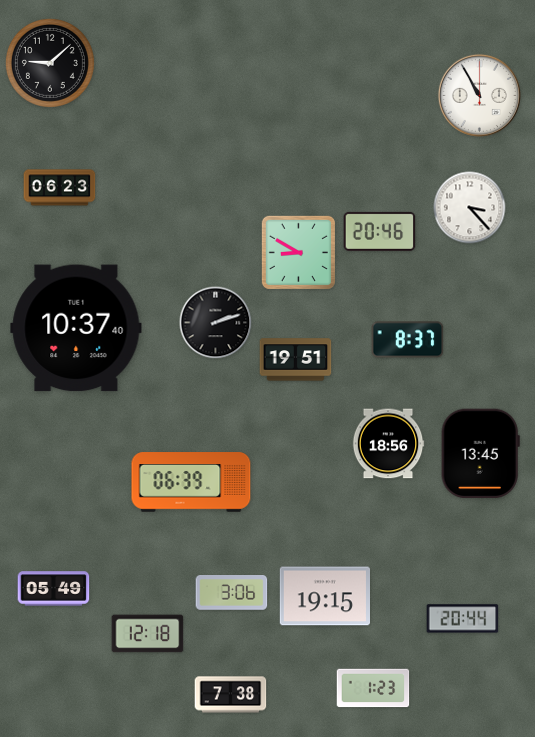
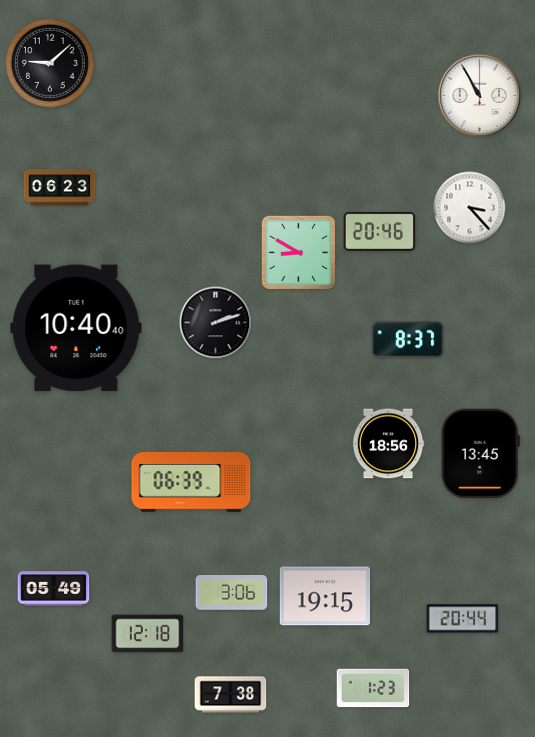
clock at (76, 328): 10:37 -> 10:40
clock at (296, 360): 19:51 -> none
